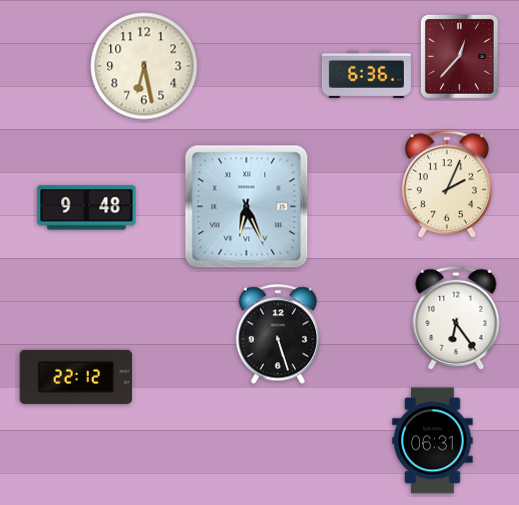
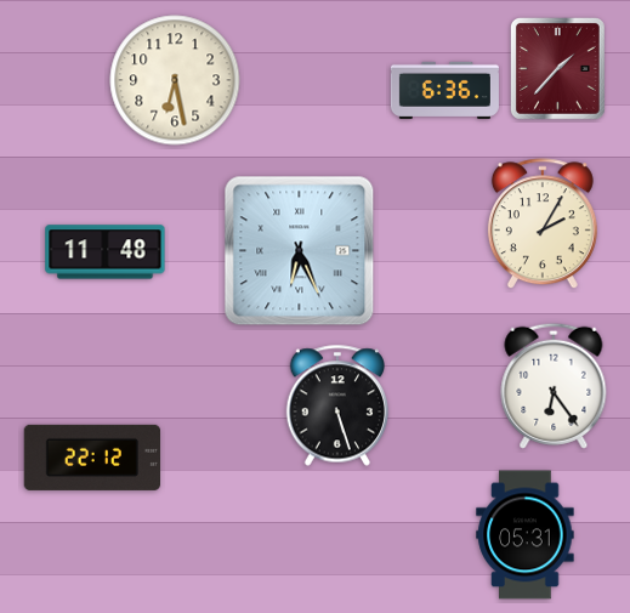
clock at (459, 57): 12:37 -> 1:37
clock at (447, 185): 2:04 -> 2:05
clock at (87, 208): 9:48 -> 11:48
clock at (433, 441): 06:31 -> 05:31
